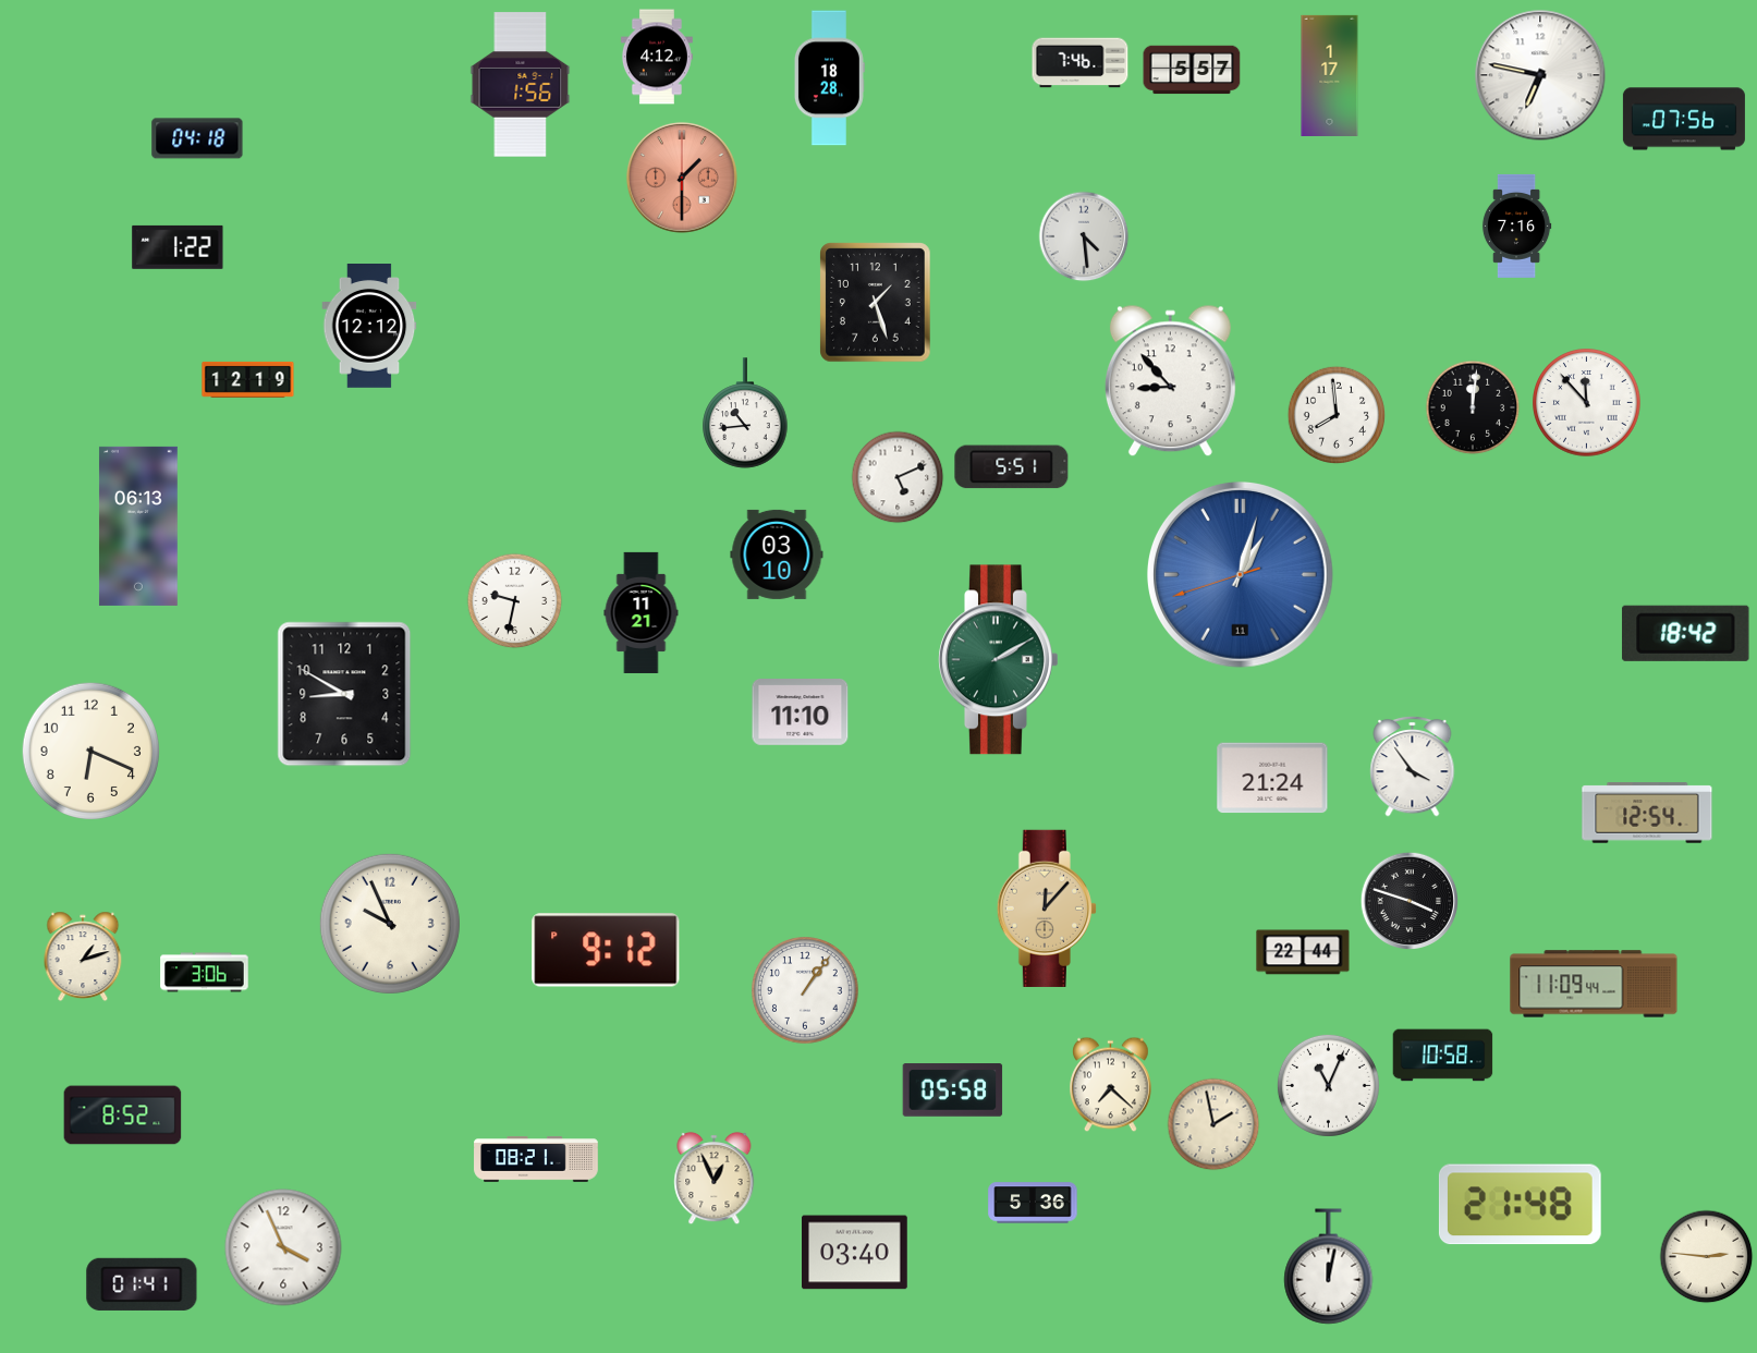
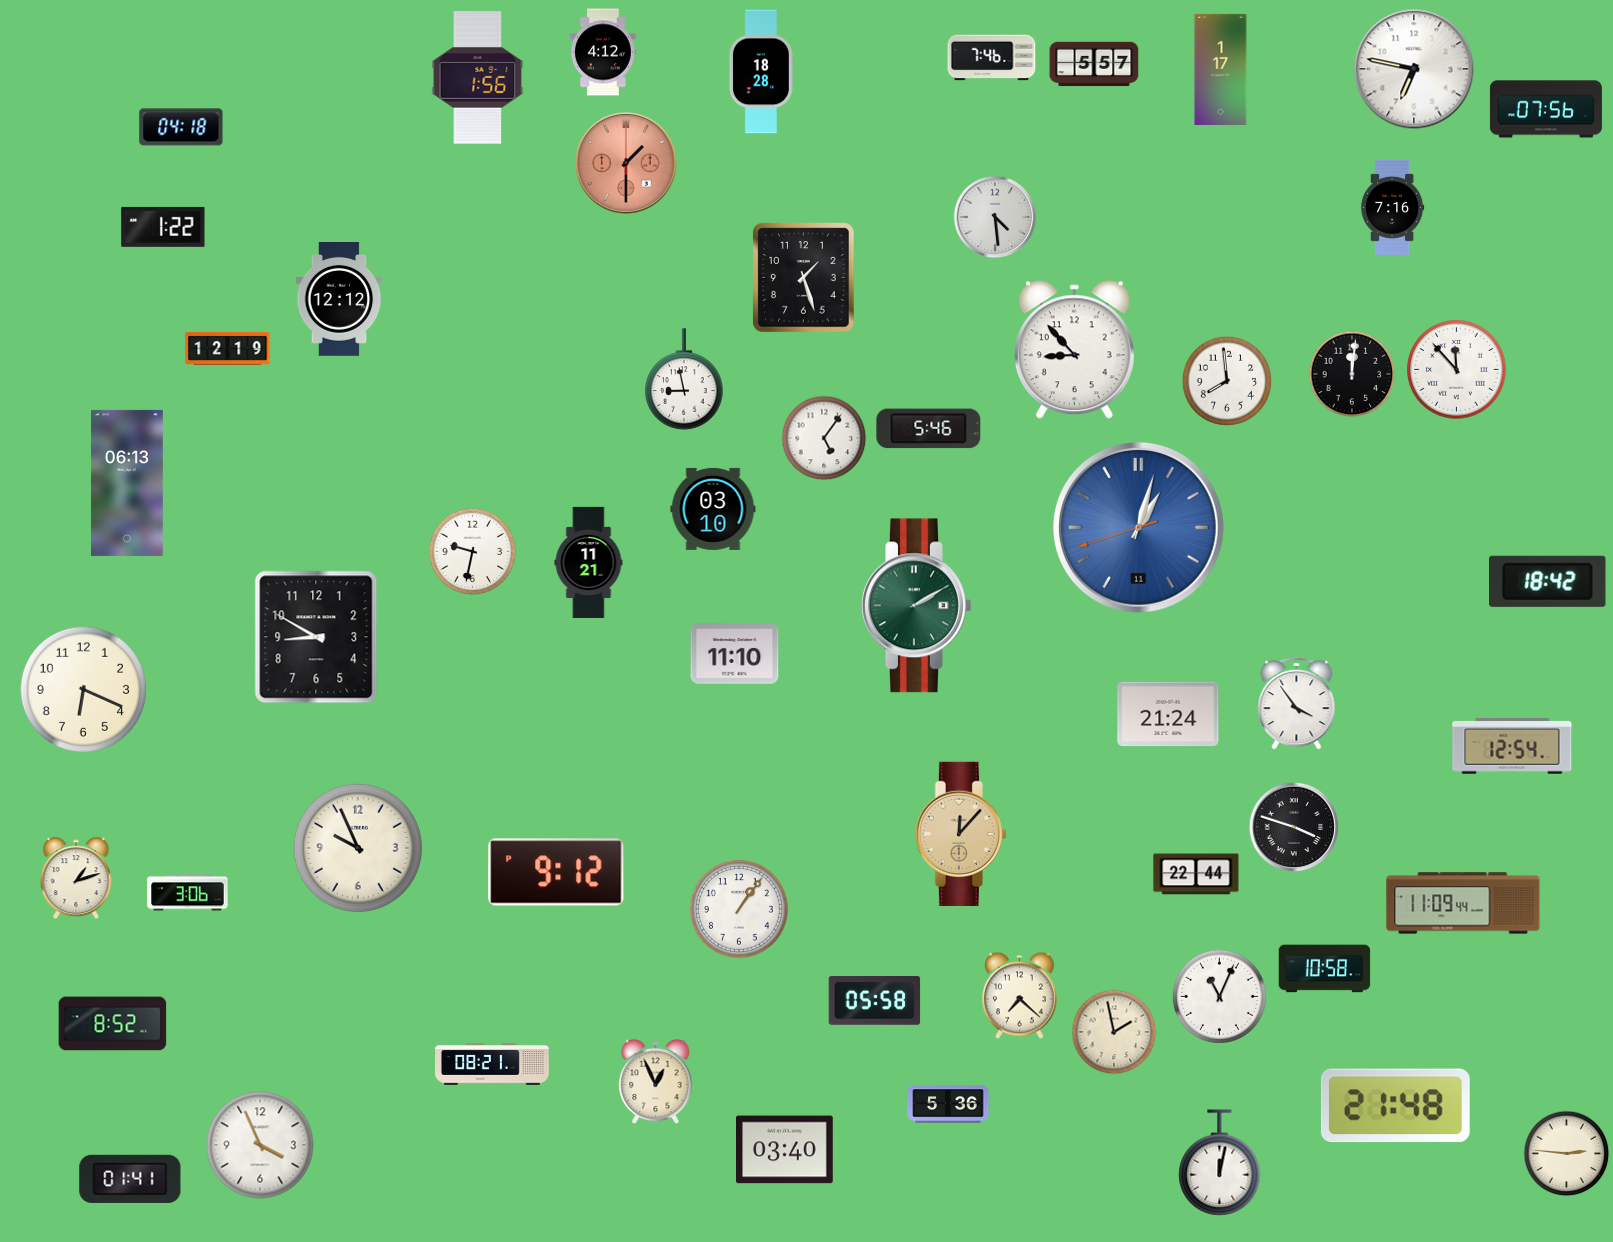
clock at (745, 413): 10:44 -> 8:58
clock at (1012, 467): 5:51 -> 5:46
clock at (898, 477): 5:11 -> 5:06
